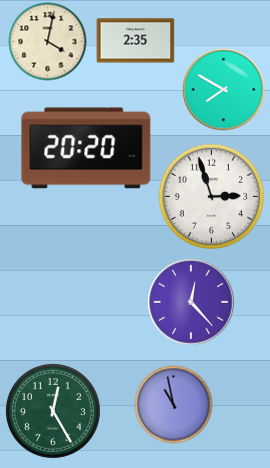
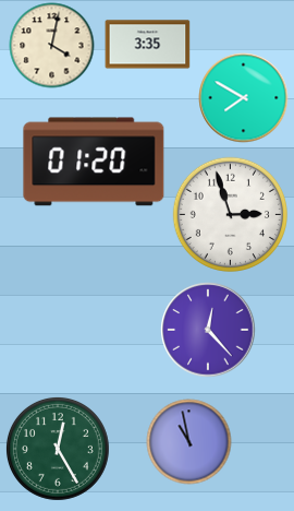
clock at (135, 41): 2:35 -> 3:35
clock at (86, 148): 20:20 -> 01:20
